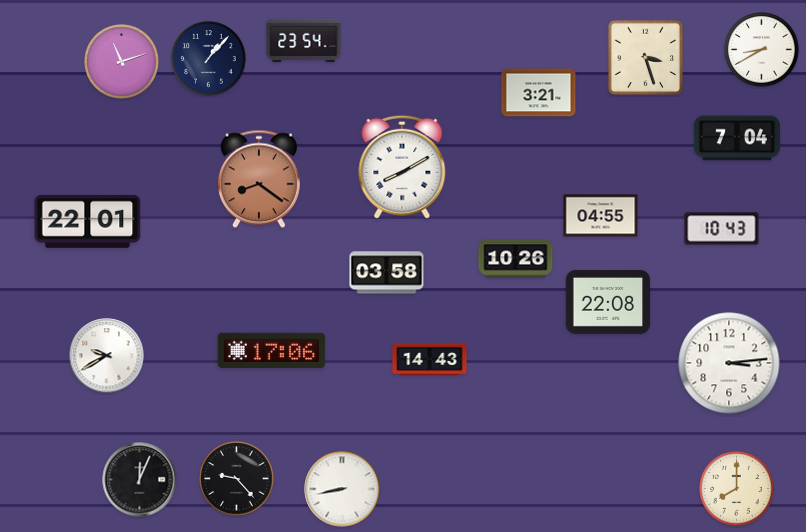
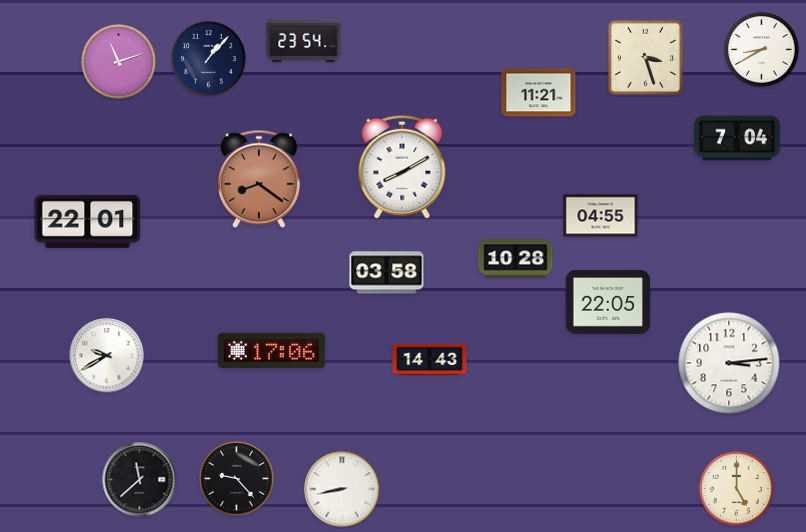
clock at (122, 62) position: (122, 62) -> (119, 62)
clock at (539, 93): 3:21 -> 11:21
clock at (722, 229): 10:43 -> none
clock at (516, 259): 10:26 -> 10:28
clock at (608, 302): 22:08 -> 22:05
clock at (140, 480): 12:04 -> 11:38
clock at (737, 489): 8:00 -> 5:00
